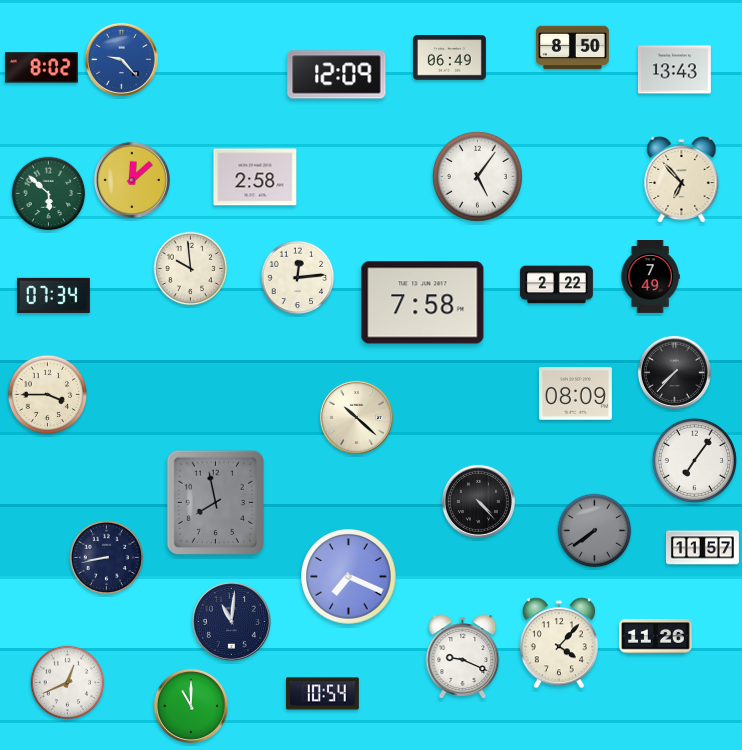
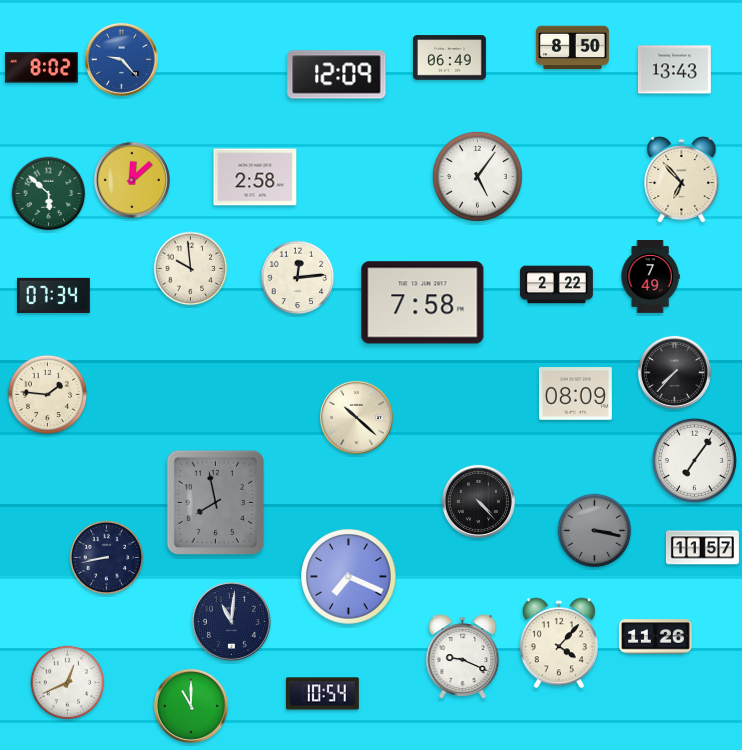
clock at (48, 395): 3:45 -> 1:46
clock at (595, 531): 7:39 -> 3:17
